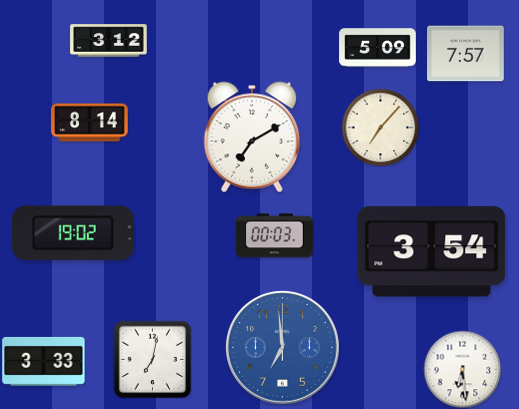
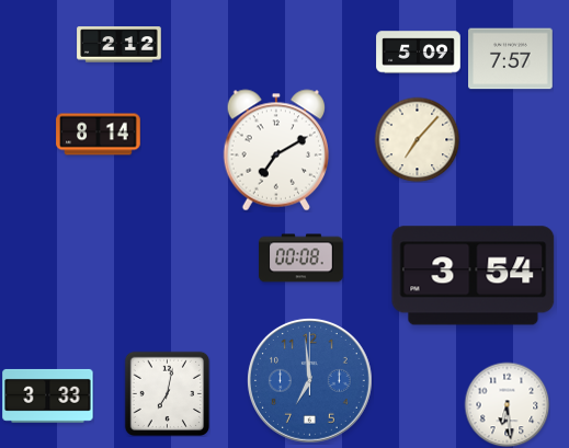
clock at (109, 41): 3:12 -> 2:12
clock at (378, 48) position: (378, 48) -> (419, 53)
clock at (73, 233): 19:02 -> none
clock at (275, 236): 00:03 -> 00:08
